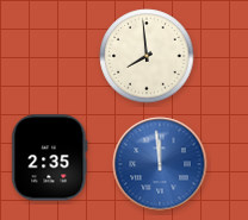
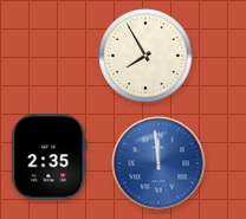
clock at (147, 56): 7:59 -> 7:55
